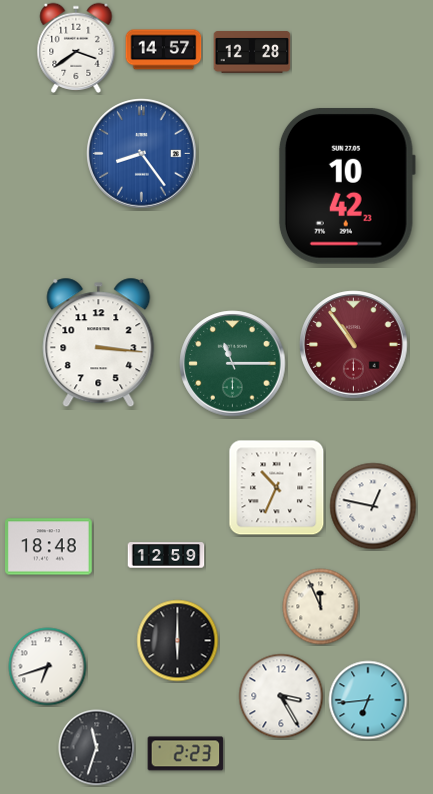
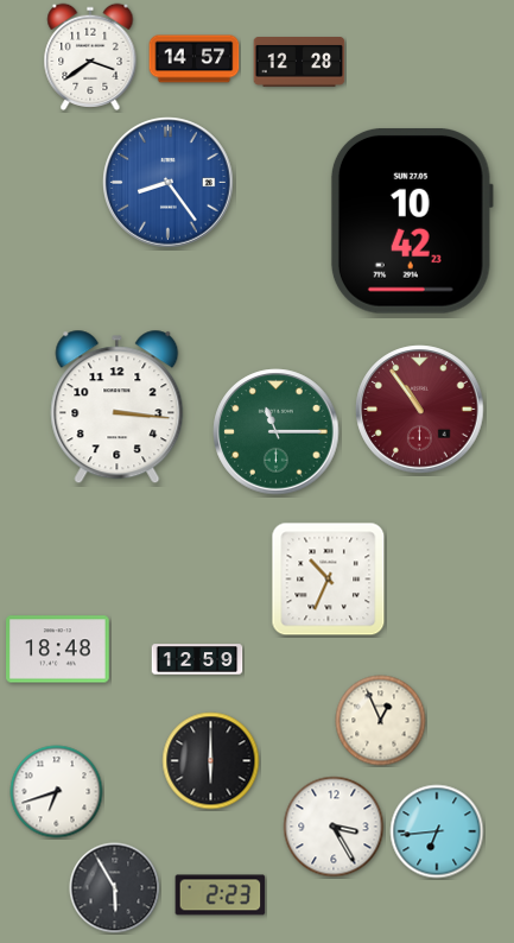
clock at (373, 506): 12:47 -> none
clock at (321, 607): 11:56 -> 12:56
clock at (97, 748): 11:33 -> 5:55
